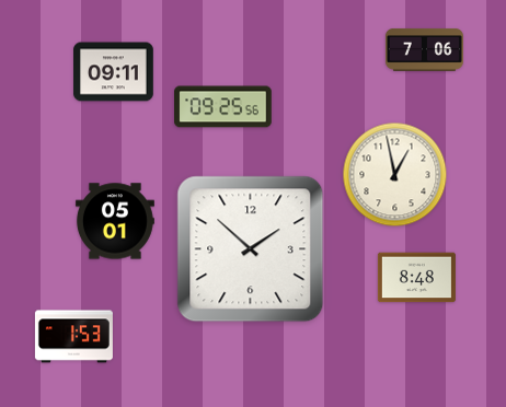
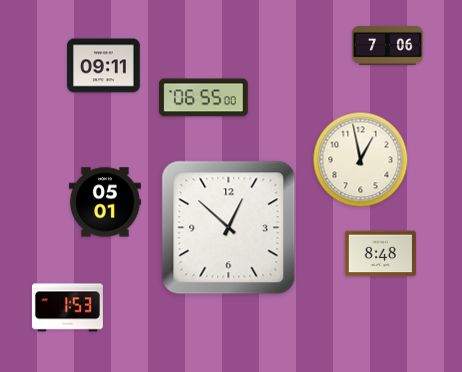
clock at (223, 107): 09:25 -> 06:55
clock at (251, 249): 1:52 -> 12:52
